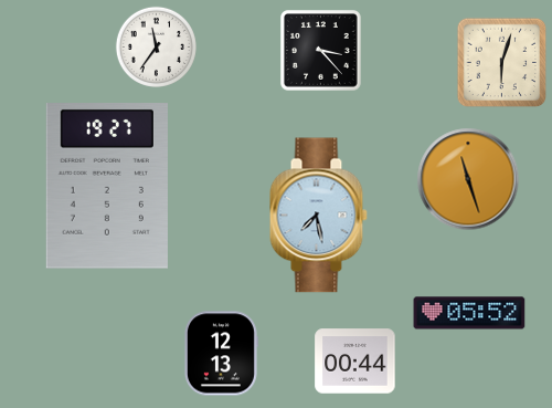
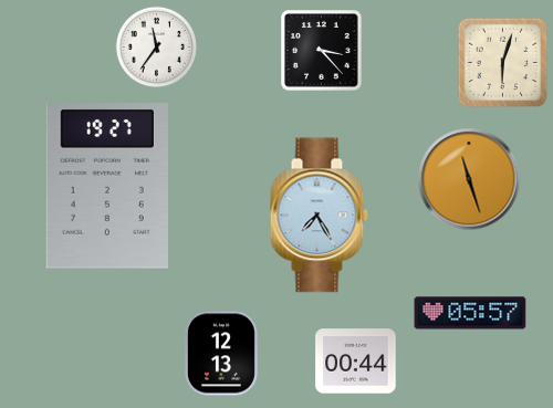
clock at (318, 216): 7:28 -> 7:25
clock at (469, 313): 05:52 -> 05:57
